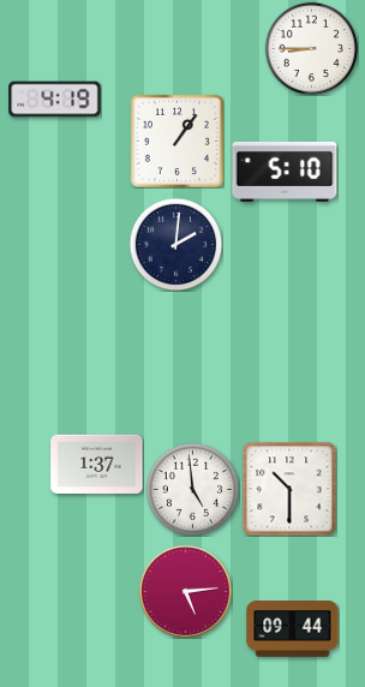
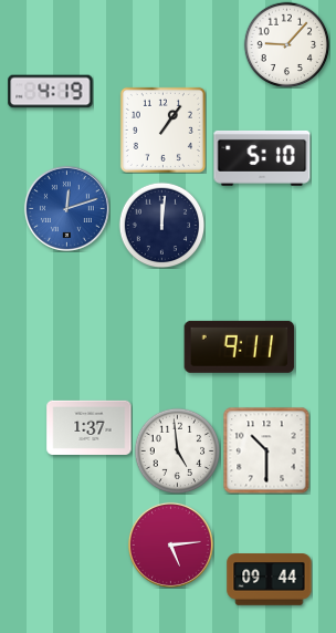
clock at (311, 48): 8:45 -> 9:07
clock at (66, 208): none -> 12:12
clock at (175, 244): 2:01 -> 12:01
clock at (240, 346): none -> 9:11
